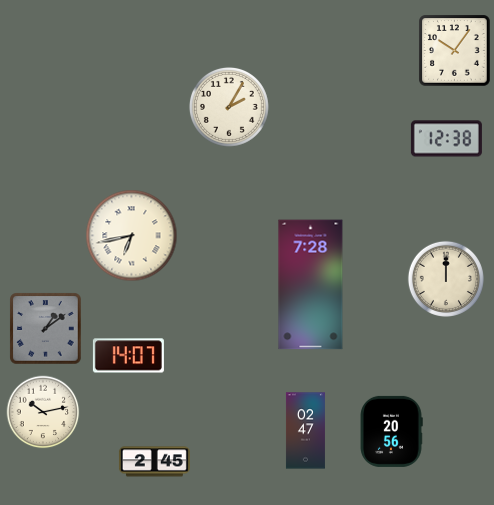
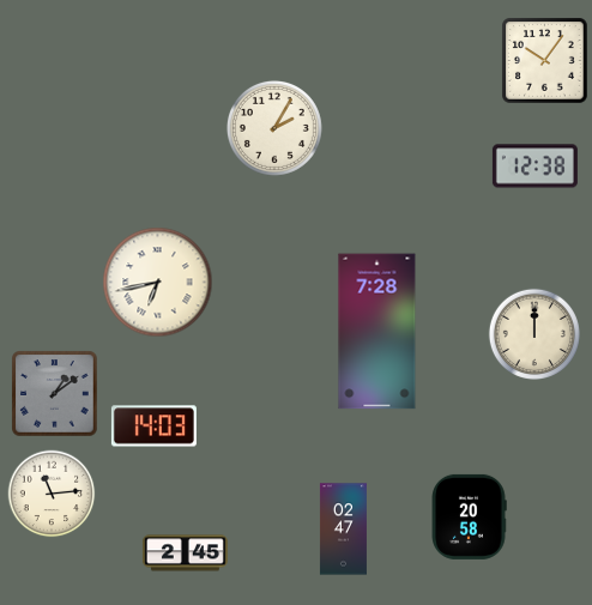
clock at (311, 285) position: (311, 285) -> (377, 332)
clock at (128, 356): 14:07 -> 14:03
clock at (43, 412): 10:13 -> 11:14
clock at (305, 431) position: (305, 431) -> (343, 530)
clock at (391, 431): 20:56 -> 20:58
